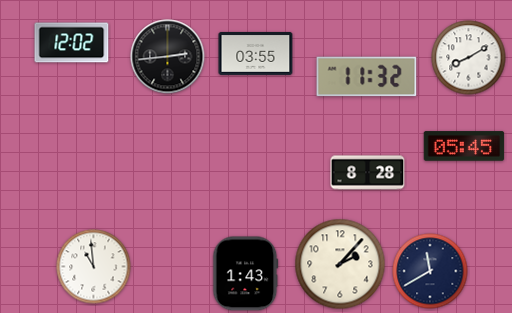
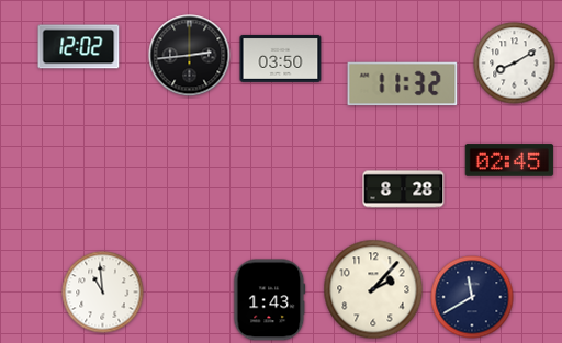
clock at (256, 53): 03:55 -> 03:50
clock at (168, 57) position: (168, 57) -> (190, 56)
clock at (464, 146): 05:45 -> 02:45
